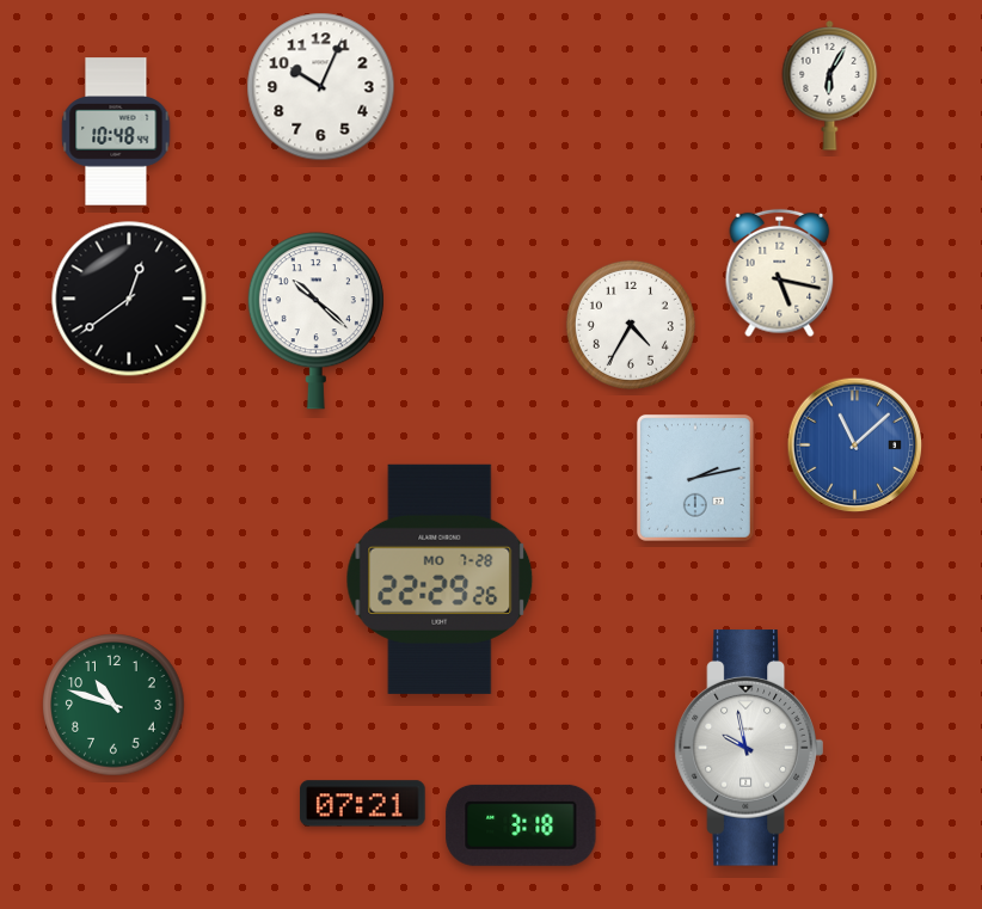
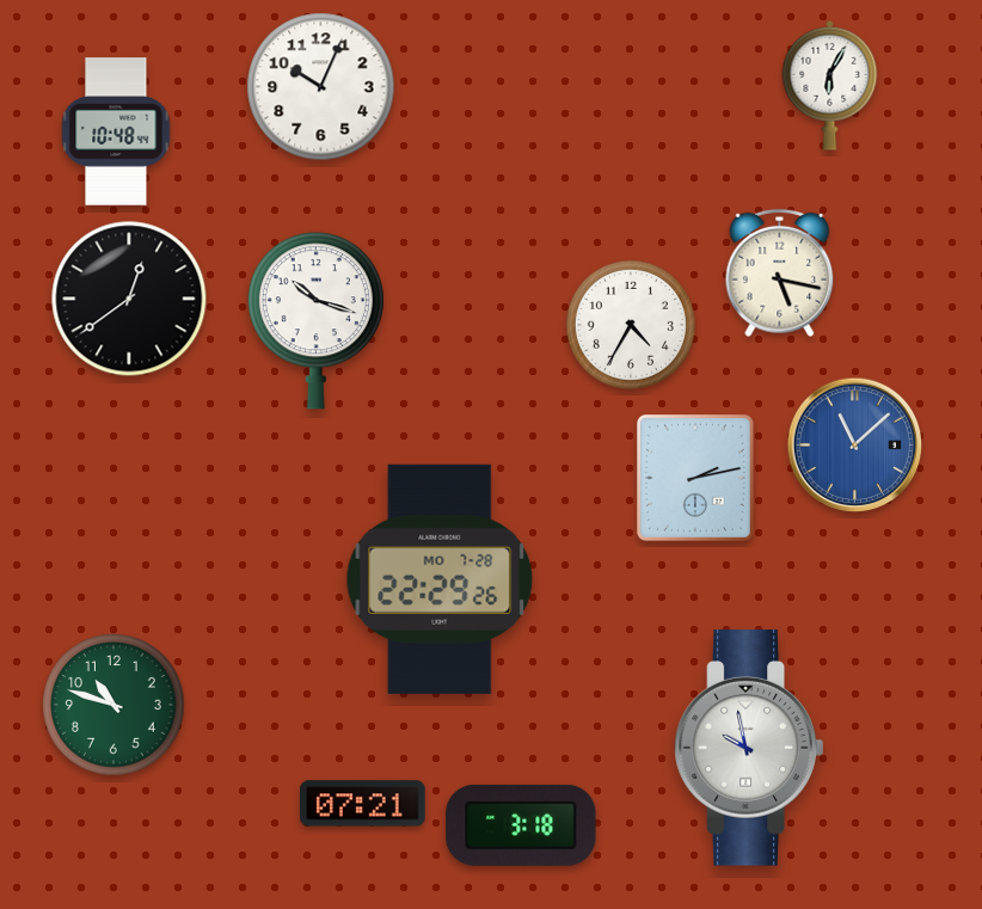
clock at (315, 321): 10:22 -> 10:18
